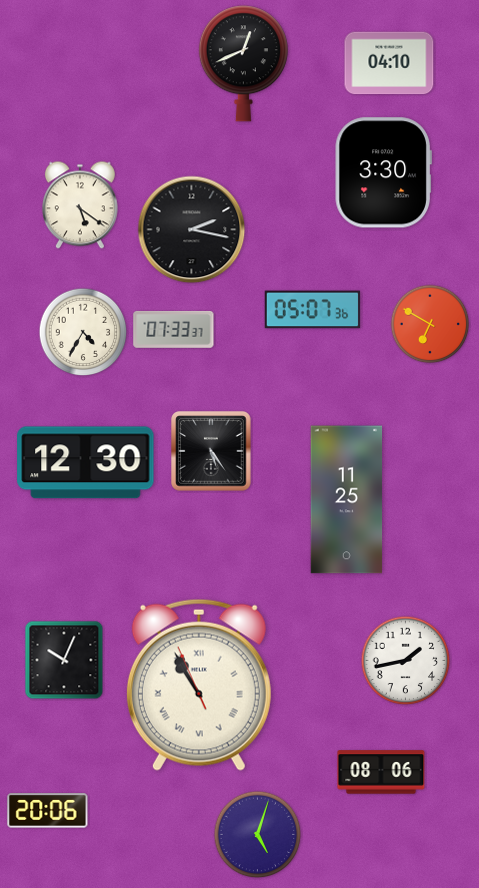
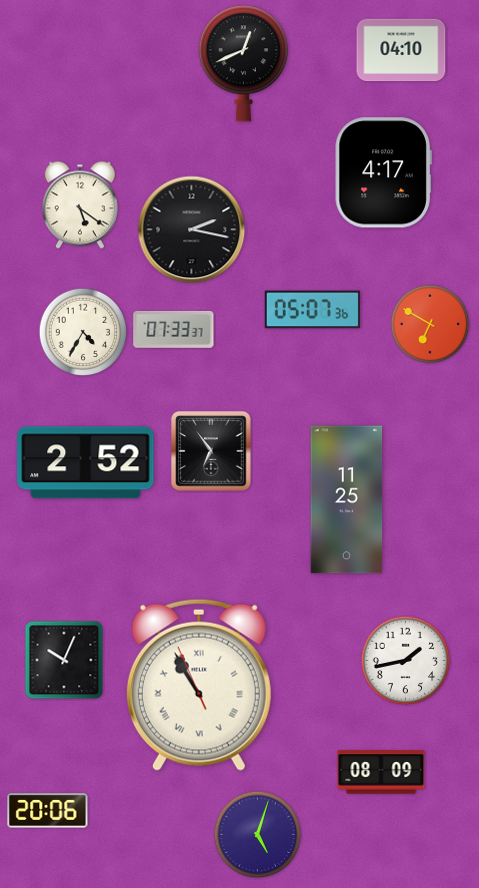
clock at (389, 63) position: (389, 63) -> (401, 50)
clock at (383, 173): 3:30 -> 4:17
clock at (211, 451): 5:24 -> 6:54
clock at (86, 463): 12:30 -> 2:52
clock at (381, 772): 08:06 -> 08:09
